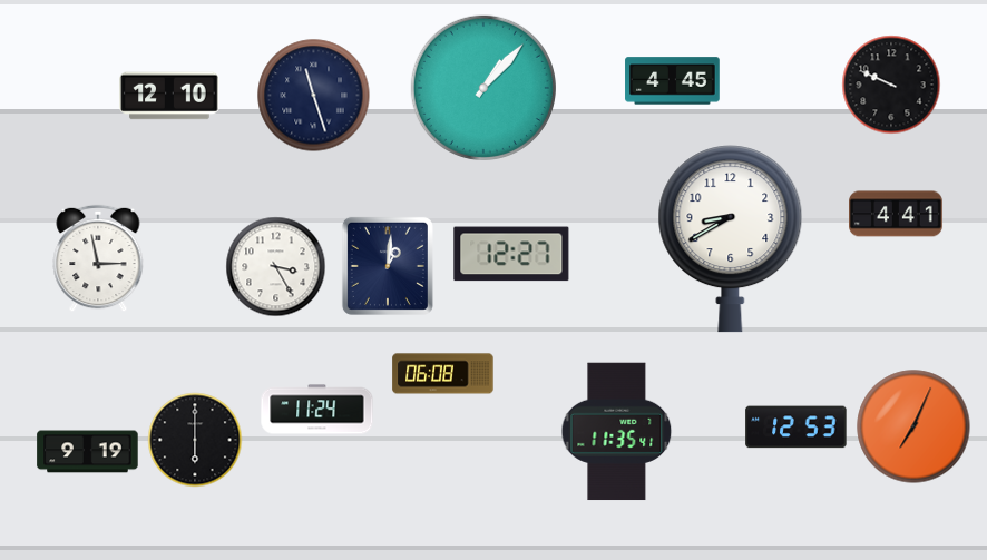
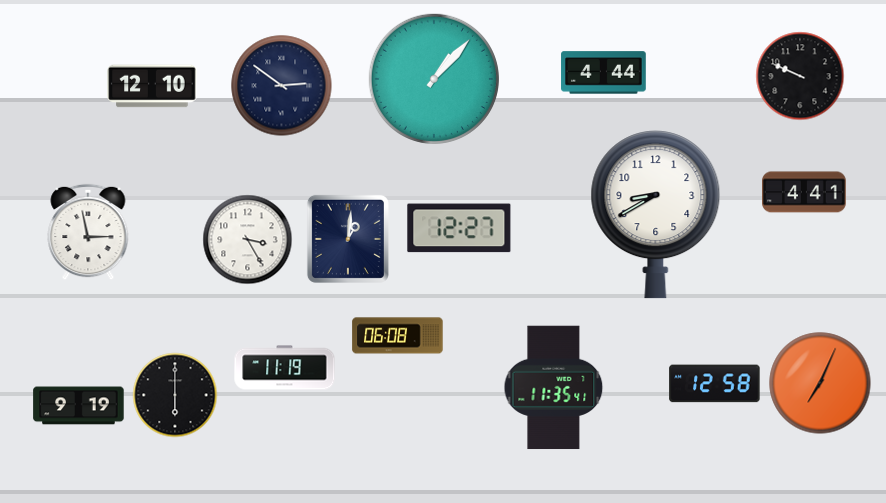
clock at (673, 81): 4:45 -> 4:44
clock at (314, 96): 11:27 -> 2:51
clock at (317, 410): 11:24 -> 11:19
clock at (797, 428): 12:53 -> 12:58
